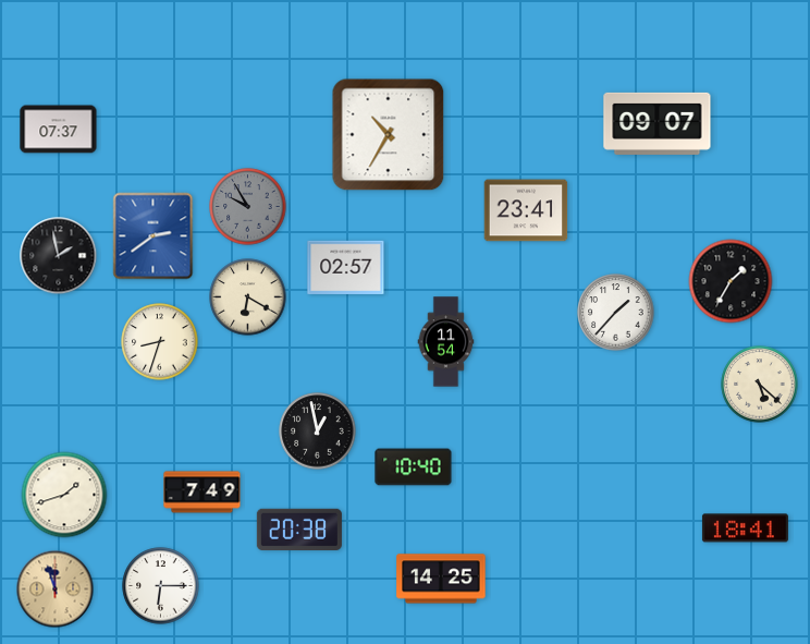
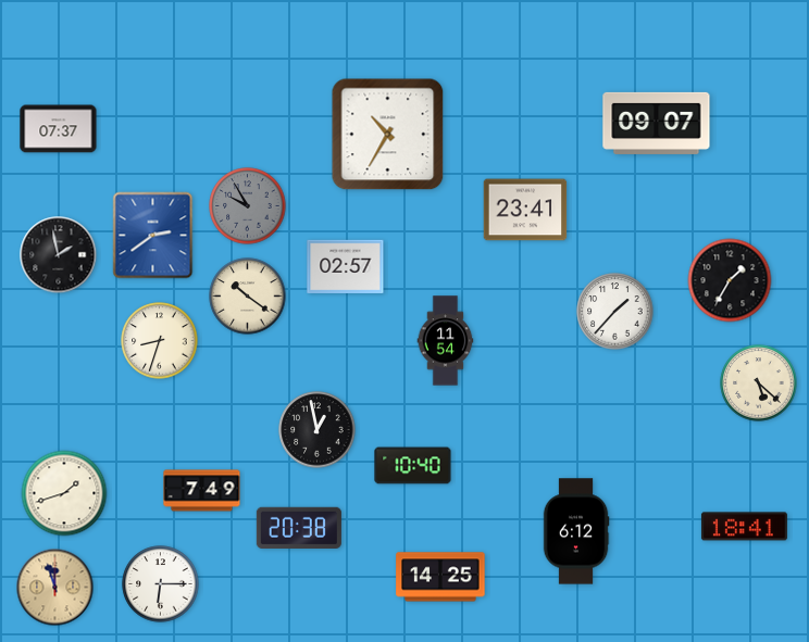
clock at (248, 297): 6:20 -> 10:21
clock at (576, 531): none -> 6:12
